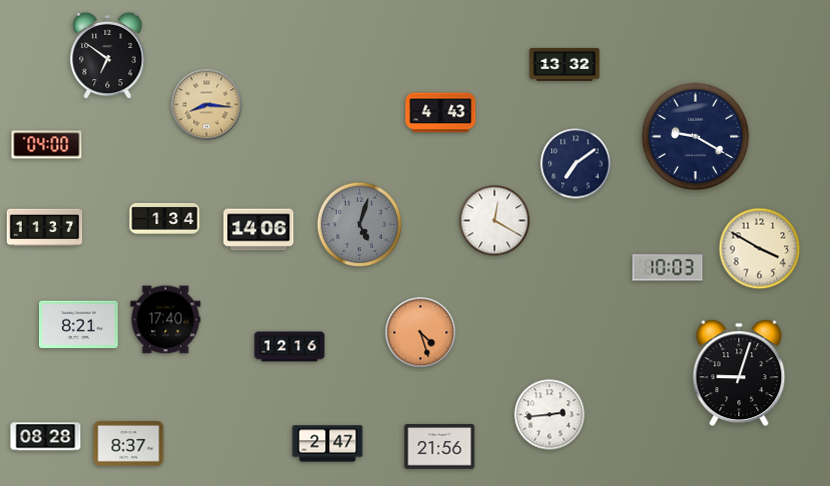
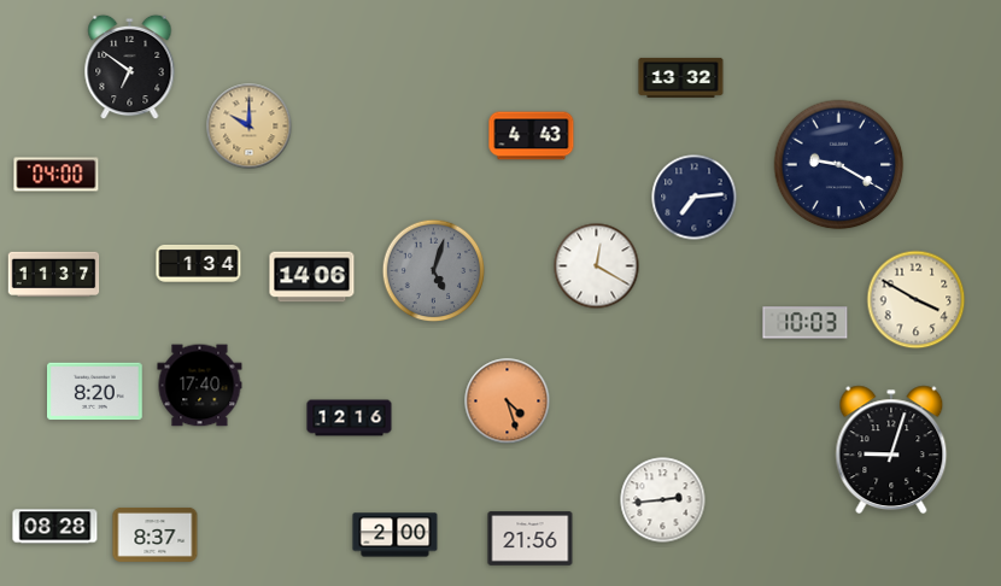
clock at (207, 105): 8:16 -> 10:00
clock at (576, 164): 7:09 -> 7:14
clock at (79, 325): 8:21 -> 8:20
clock at (328, 444): 2:47 -> 2:00
